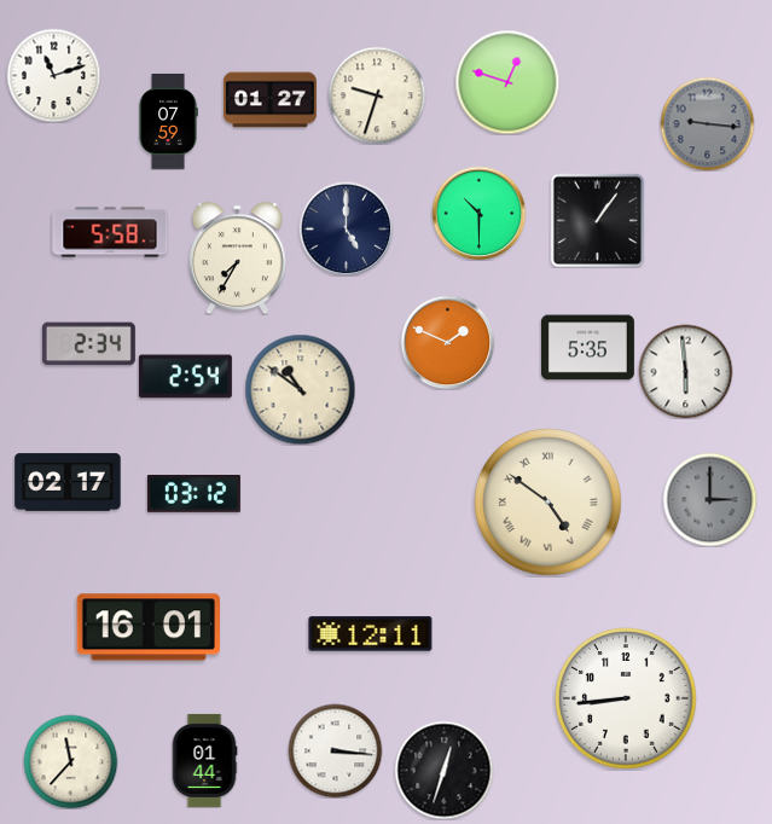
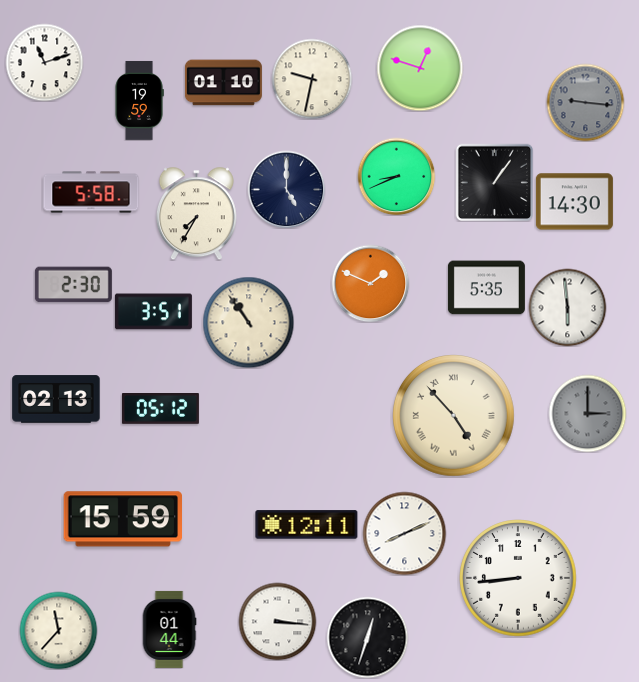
clock at (377, 95): 9:33 -> 9:32
clock at (269, 100): 01:27 -> 01:10
clock at (168, 121): 07:59 -> 19:59
clock at (478, 213): 10:30 -> 8:41
clock at (574, 202): none -> 14:30
clock at (88, 344): 2:34 -> 2:30
clock at (185, 377): 2:54 -> 3:51
clock at (300, 389): 10:51 -> 10:54
clock at (68, 482): 02:17 -> 02:13
clock at (193, 494): 03:12 -> 05:12
clock at (548, 503): 4:51 -> 4:53
clock at (147, 627): 16:01 -> 15:59
clock at (404, 533): none -> 8:11
